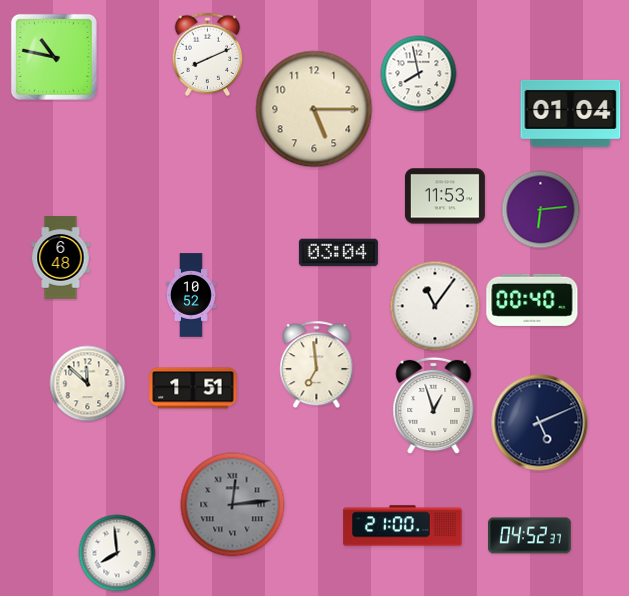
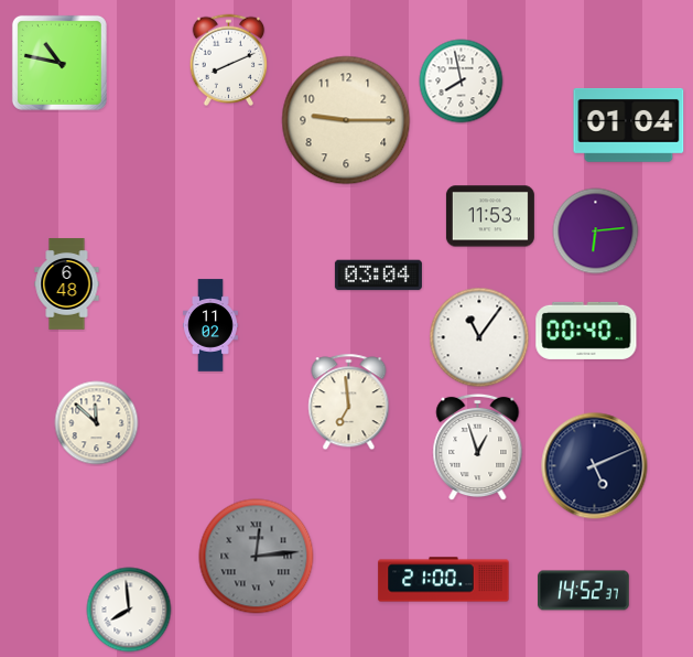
clock at (314, 109): 5:15 -> 9:15
clock at (338, 253) position: (338, 253) -> (378, 276)
clock at (192, 295): 10:52 -> 11:02
clock at (193, 388): 1:51 -> none
clock at (530, 536): 04:52 -> 14:52
